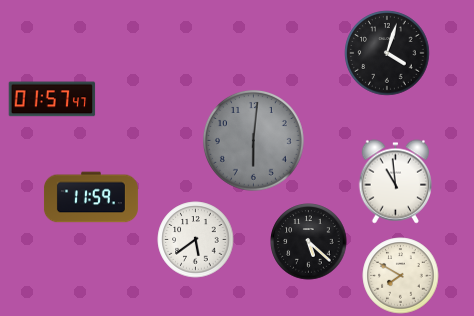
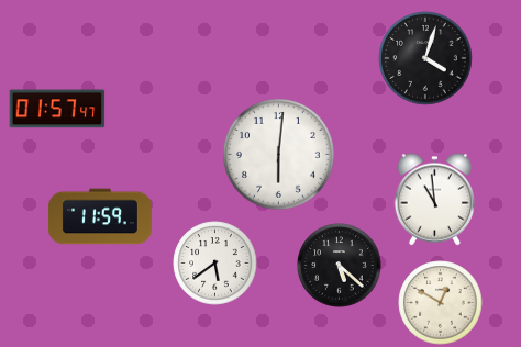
clock at (253, 140) dial: grey -> white
clock at (401, 276): 7:50 -> 12:50
